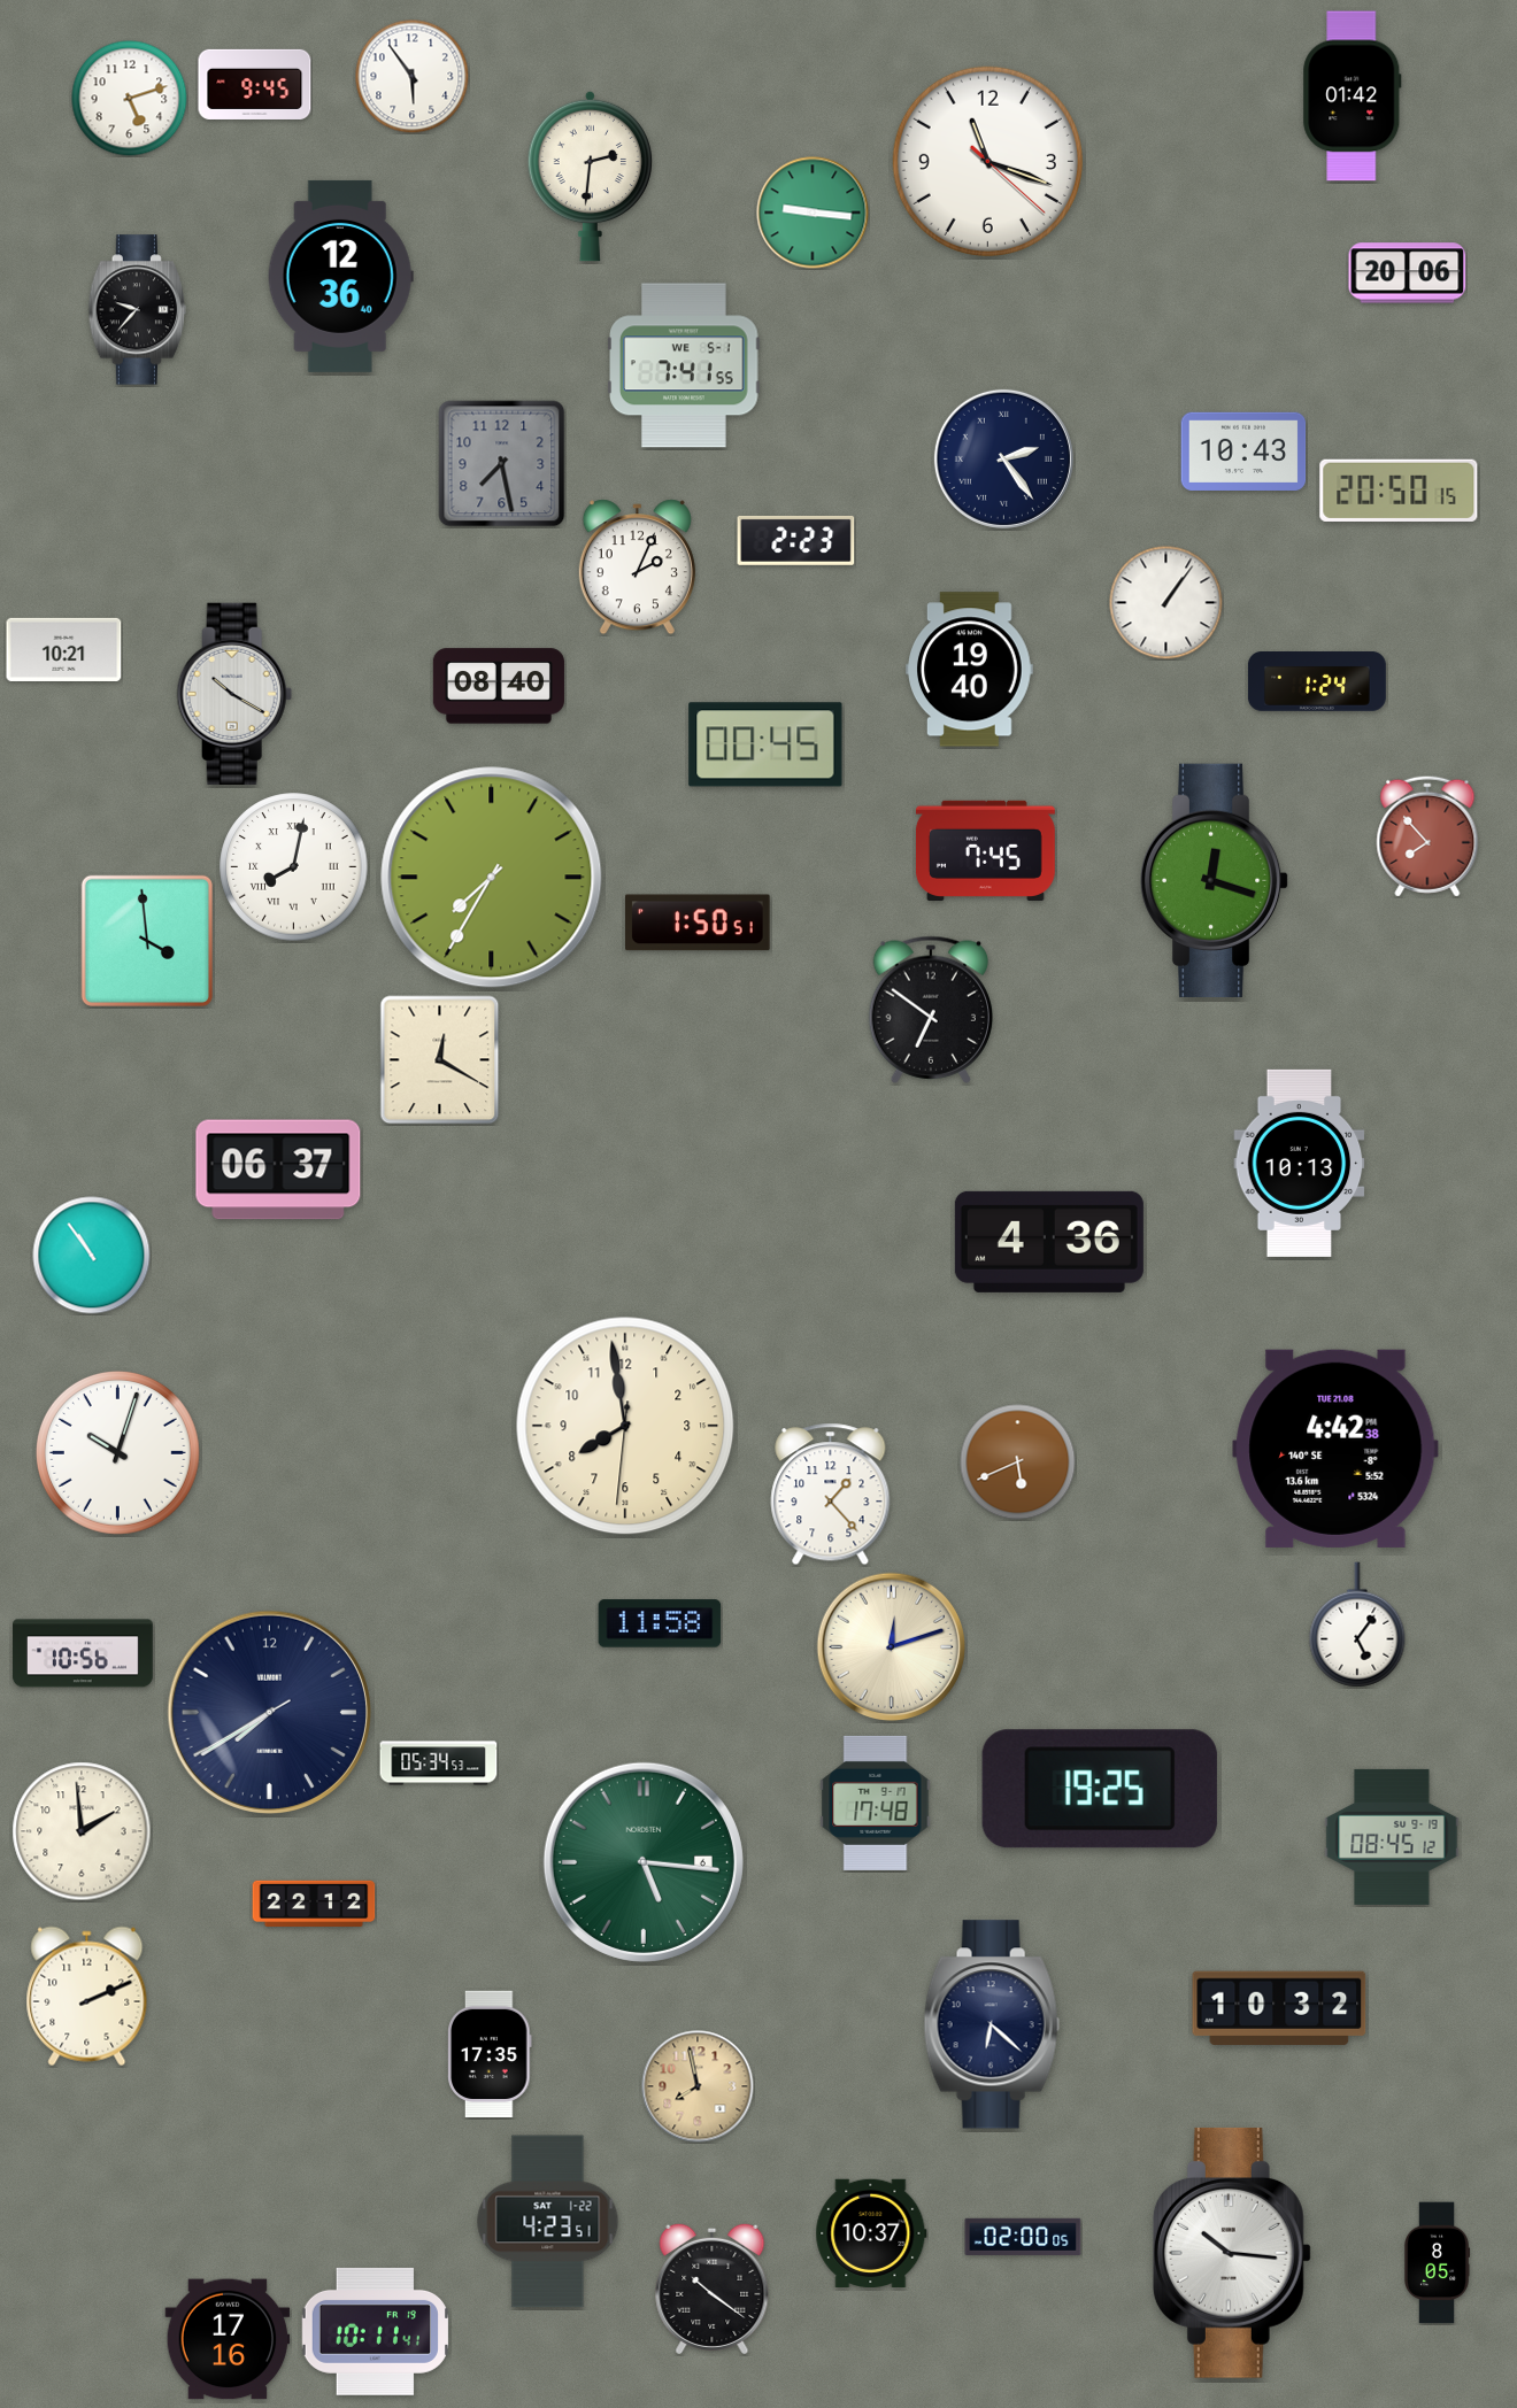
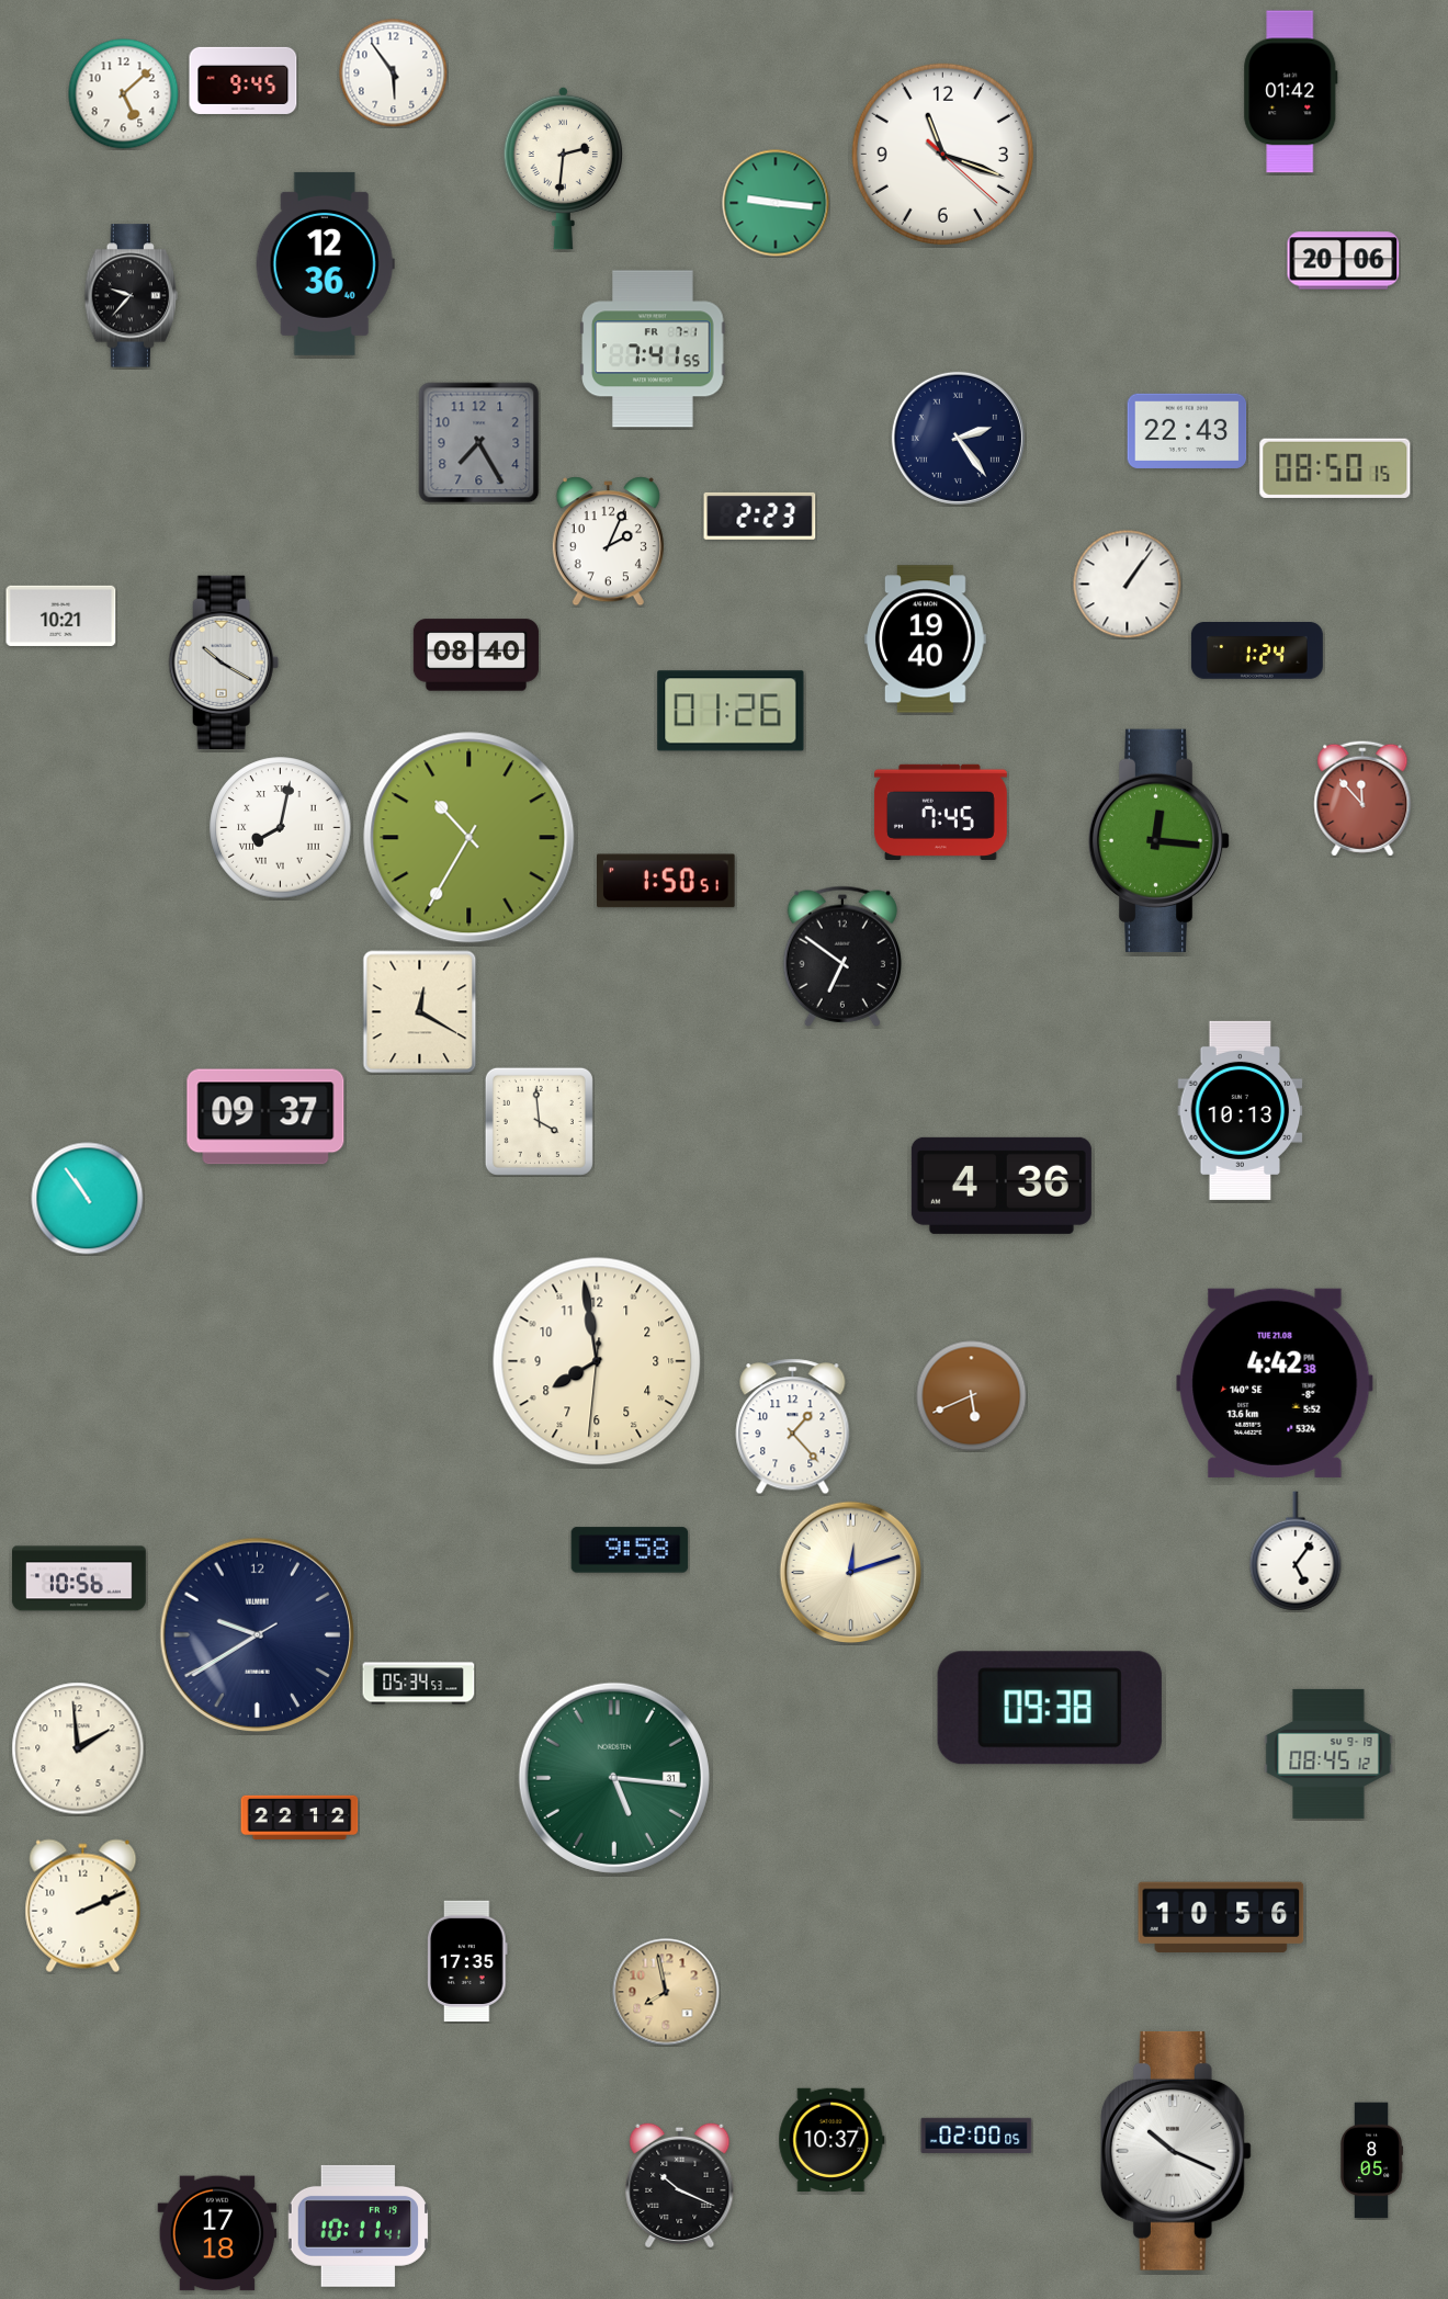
clock at (130, 99): 5:12 -> 5:08
clock at (684, 365) date: WE 5-1 -> FR 7-1
clock at (1243, 452): 10:43 -> 22:43
clock at (502, 464): 7:28 -> 7:25
clock at (1399, 491): 20:50 -> 08:50
clock at (1166, 603) position: (1166, 603) -> (1128, 585)
clock at (64, 649) position: (64, 649) -> (61, 615)
clock at (765, 744): 00:45 -> 01:26
clock at (1427, 836): 7:53 -> 11:53
clock at (492, 878): 7:35 -> 10:35
clock at (1215, 880): 12:18 -> 12:16
clock at (147, 941): 3:59 -> none
clock at (930, 1010) position: (930, 1010) -> (841, 956)
clock at (278, 1170): 06:37 -> 09:37
clock at (539, 1121): none -> 3:59
clock at (117, 1452): 10:03 -> none
clock at (660, 1623): 11:58 -> 9:58
clock at (269, 1712): 7:39 -> 9:39
clock at (1100, 1789): 19:25 -> 09:38
clock at (876, 1803): 17:48 -> none
clock at (644, 1862) date: 6 -> 31
clock at (1279, 2007): 10:32 -> 10:56
clock at (992, 2024): 6:22 -> none
clock at (548, 2222): 4:23 -> none
clock at (871, 2232) position: (871, 2232) -> (832, 2139)
clock at (1232, 2253): 10:16 -> 10:19
clock at (713, 2289): 10:21 -> 10:19
clock at (228, 2339): 17:16 -> 17:18
